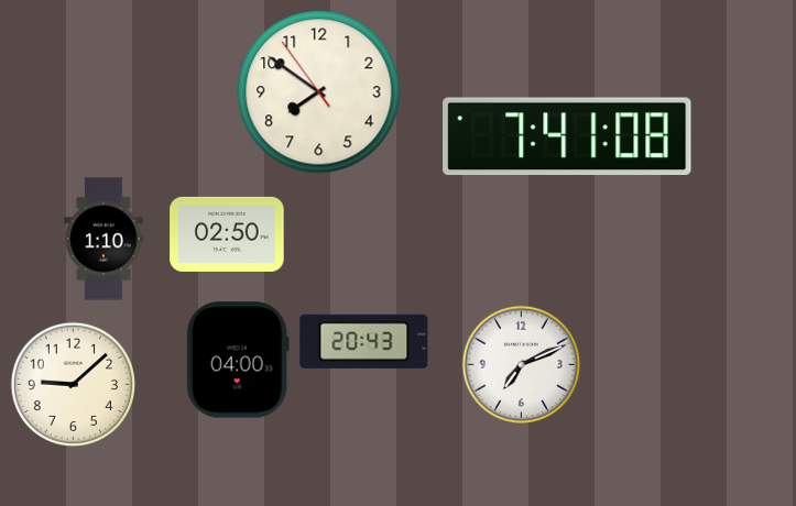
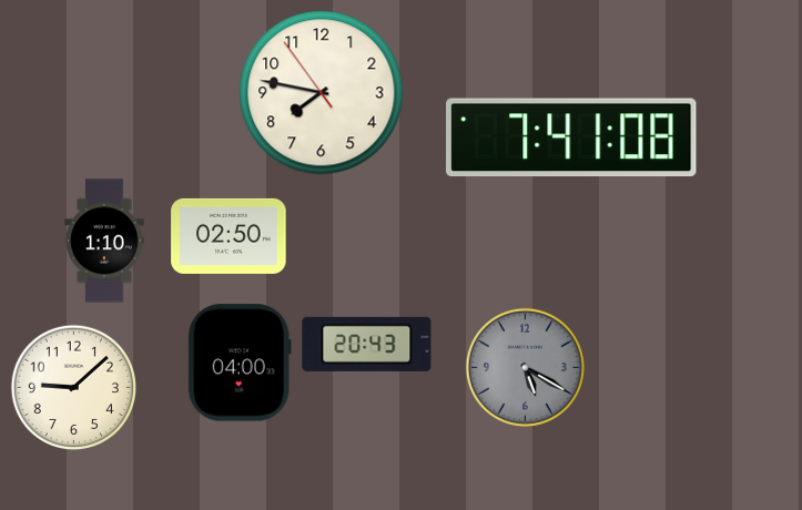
clock at (319, 92): 7:50 -> 7:46
clock at (521, 364): 7:11 -> 5:20
clock at (521, 364) dial: white -> grey
